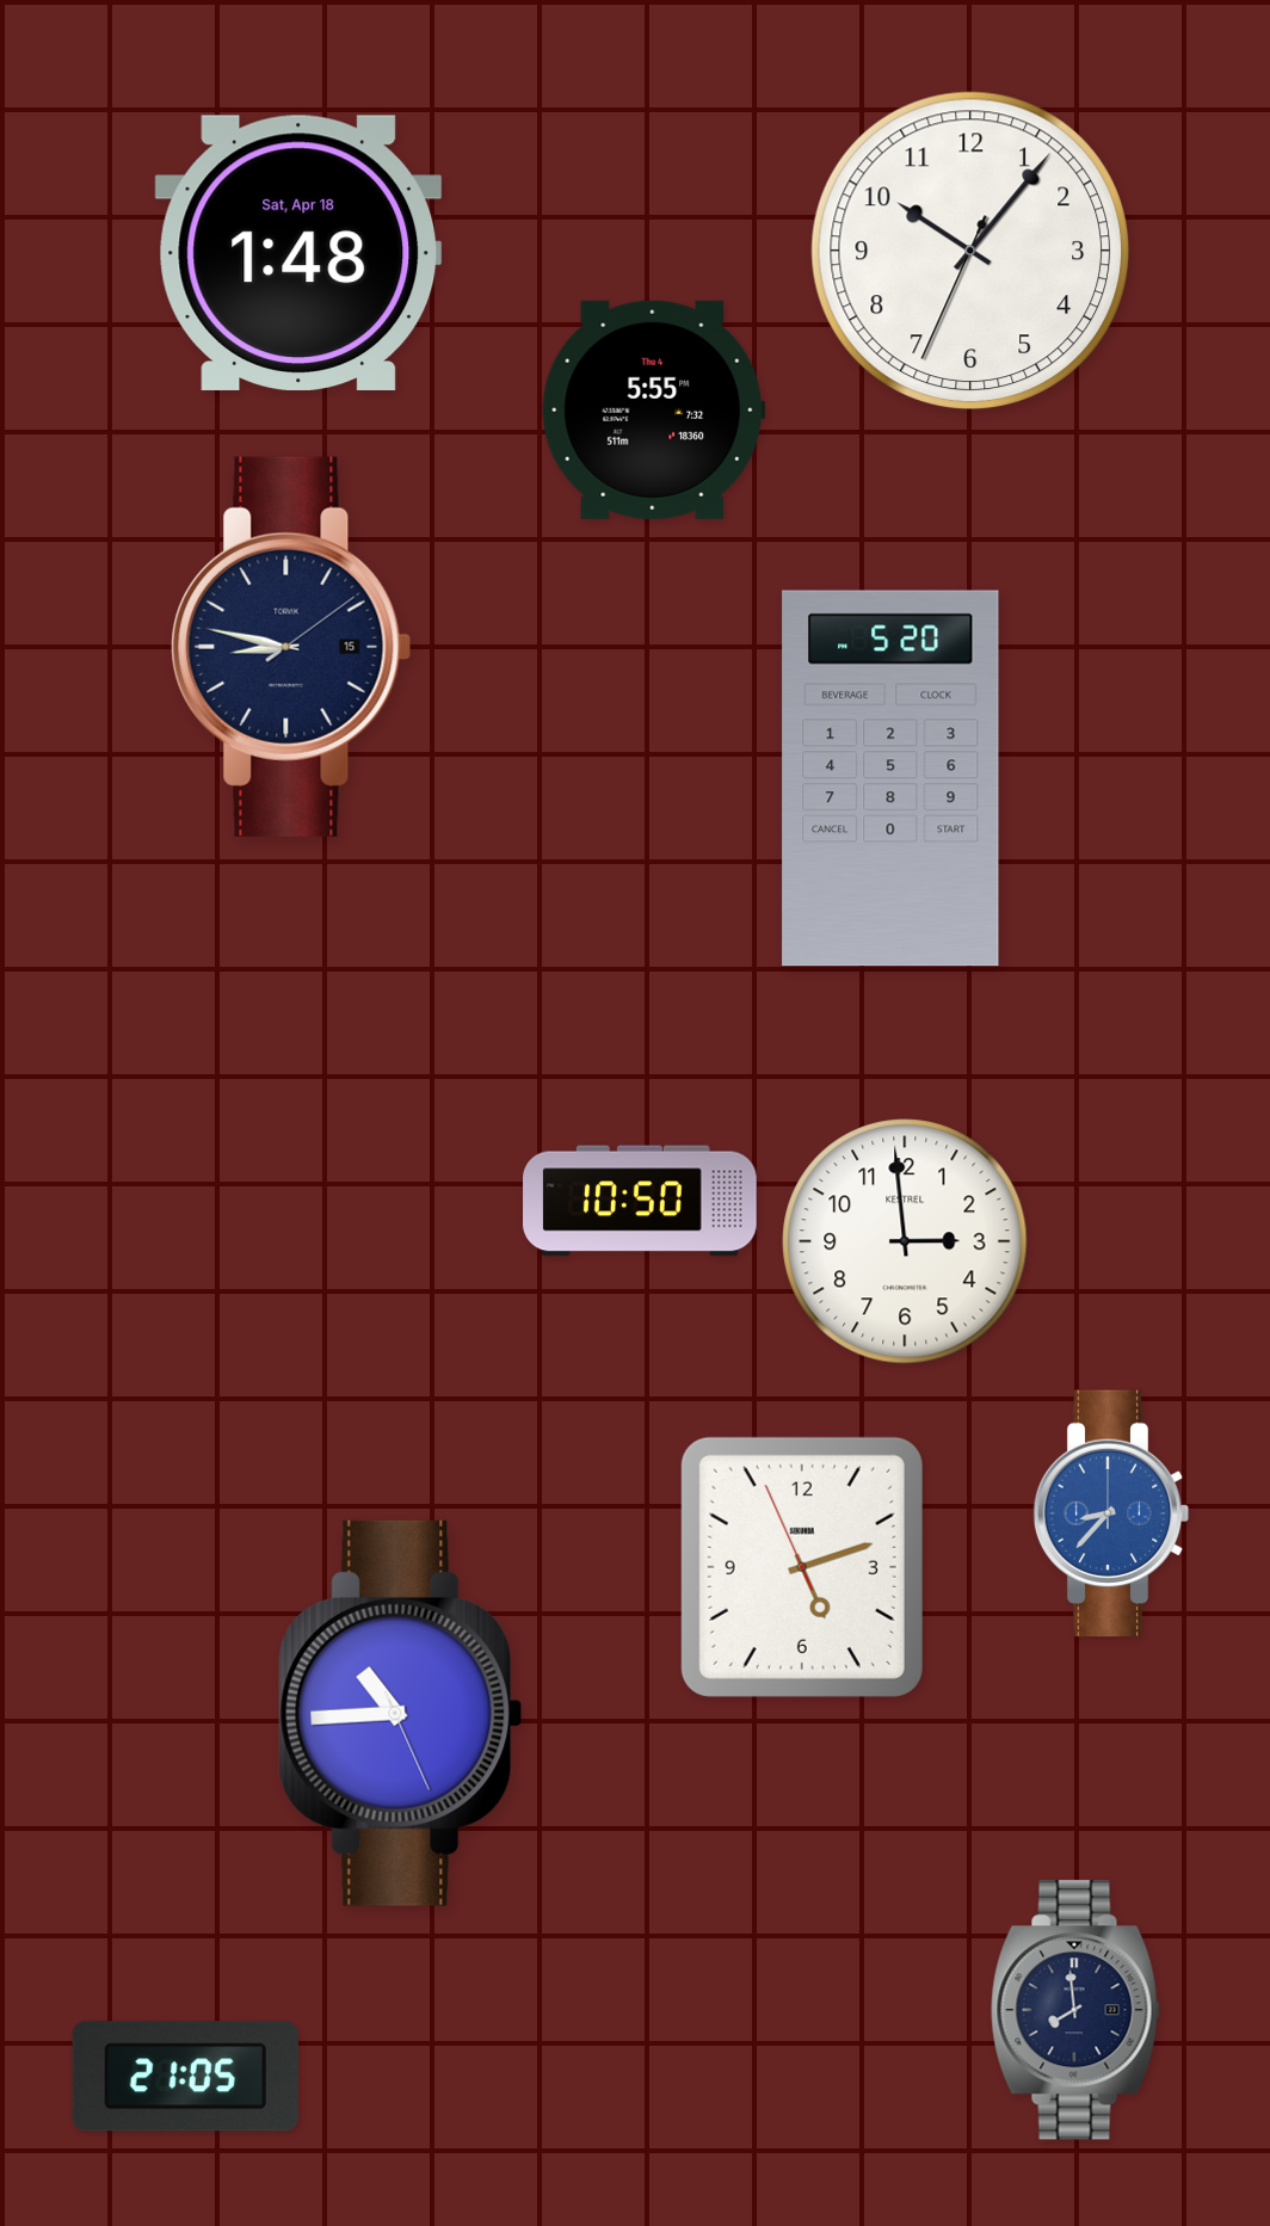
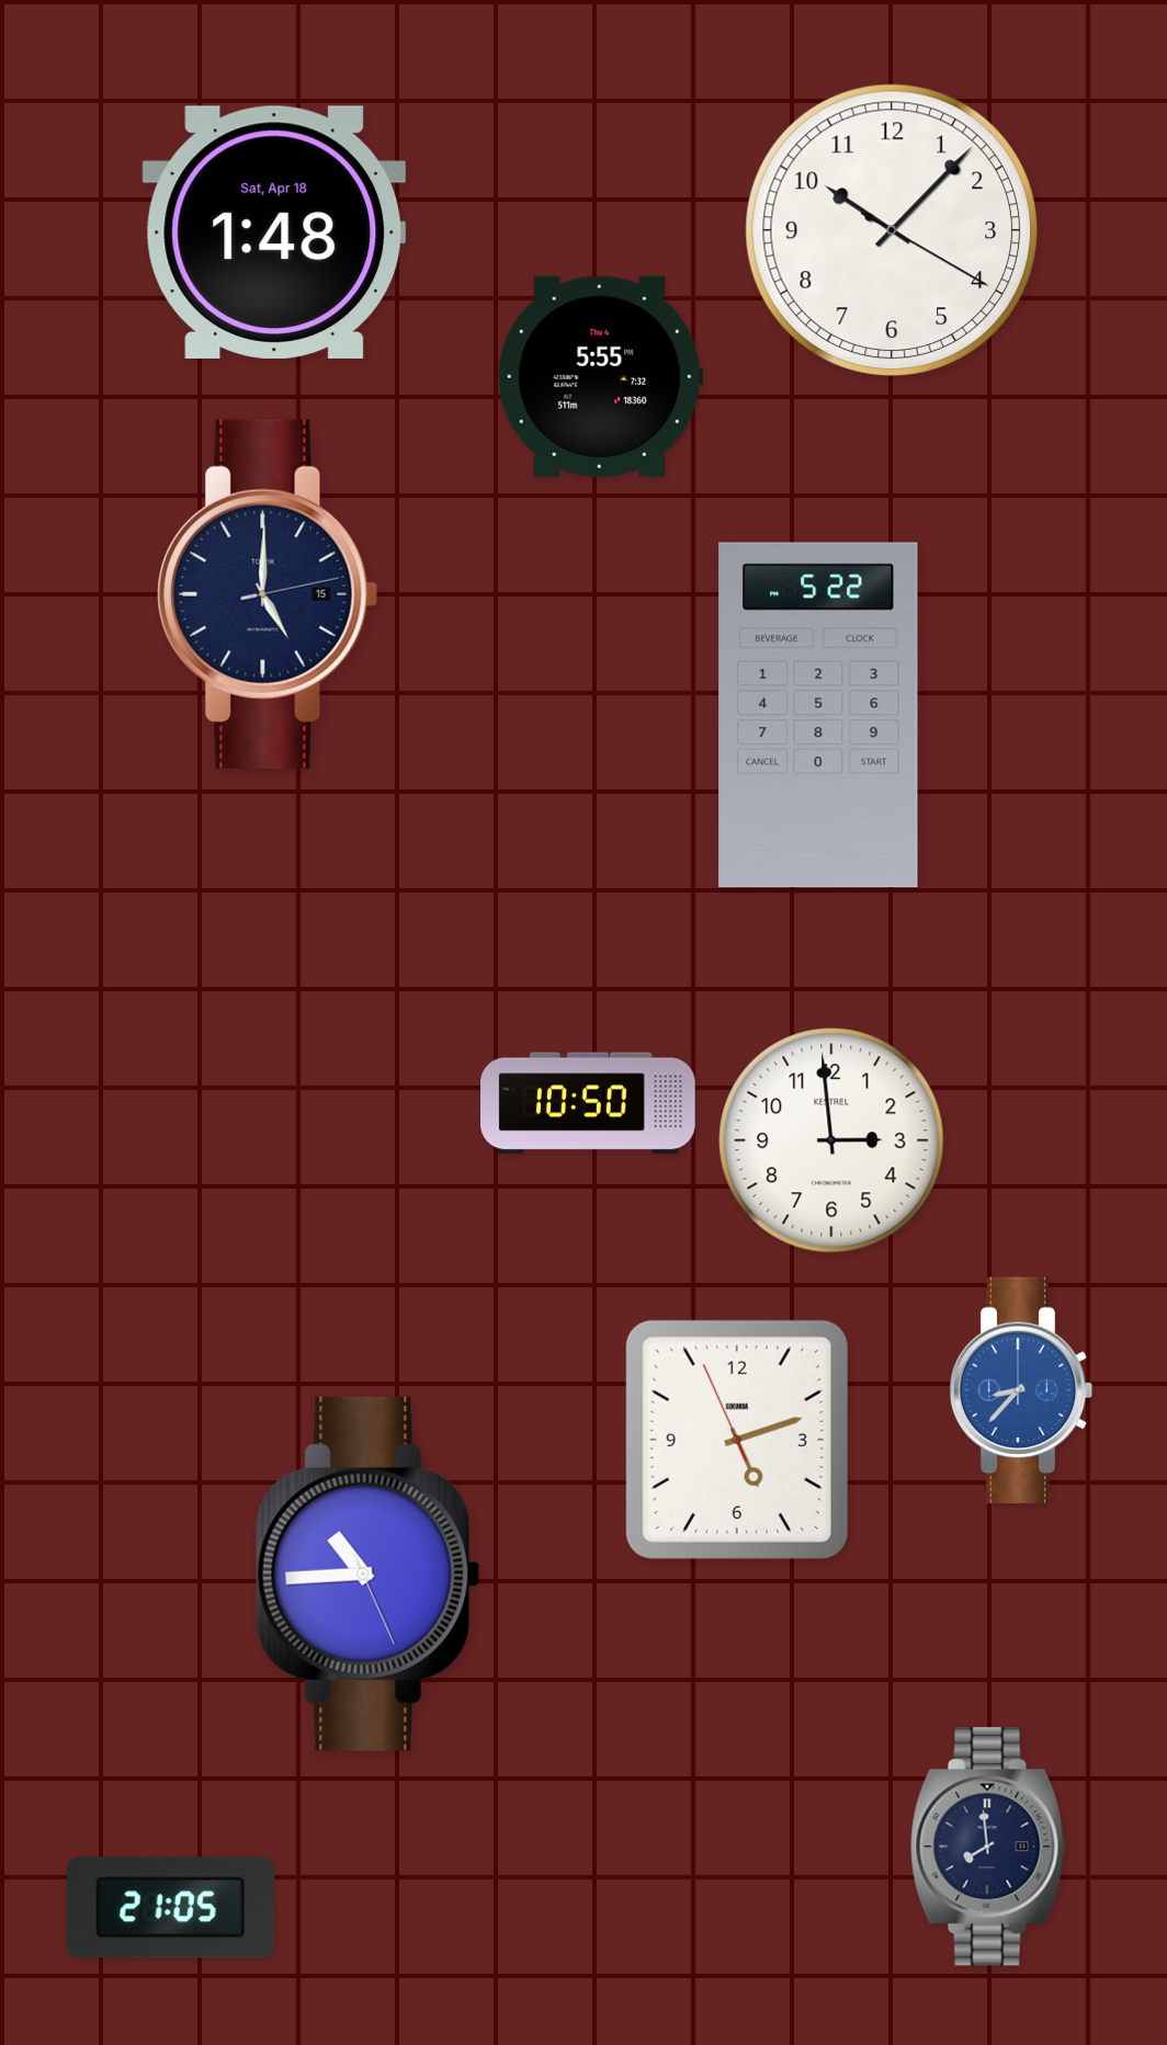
clock at (969, 249): 10:06 -> 10:07
clock at (291, 647): 8:47 -> 5:00
clock at (890, 778): 5:20 -> 5:22
